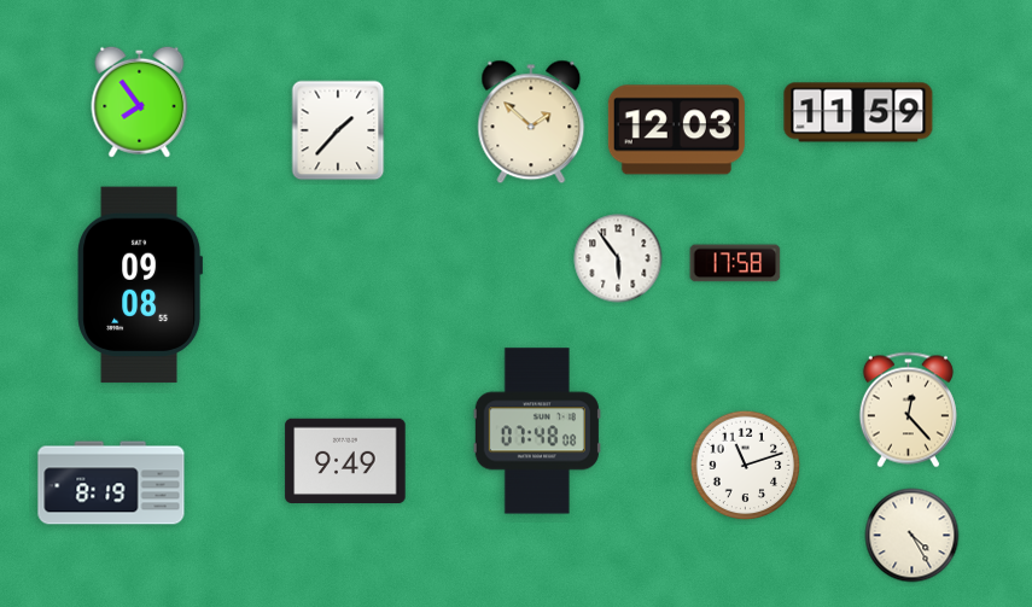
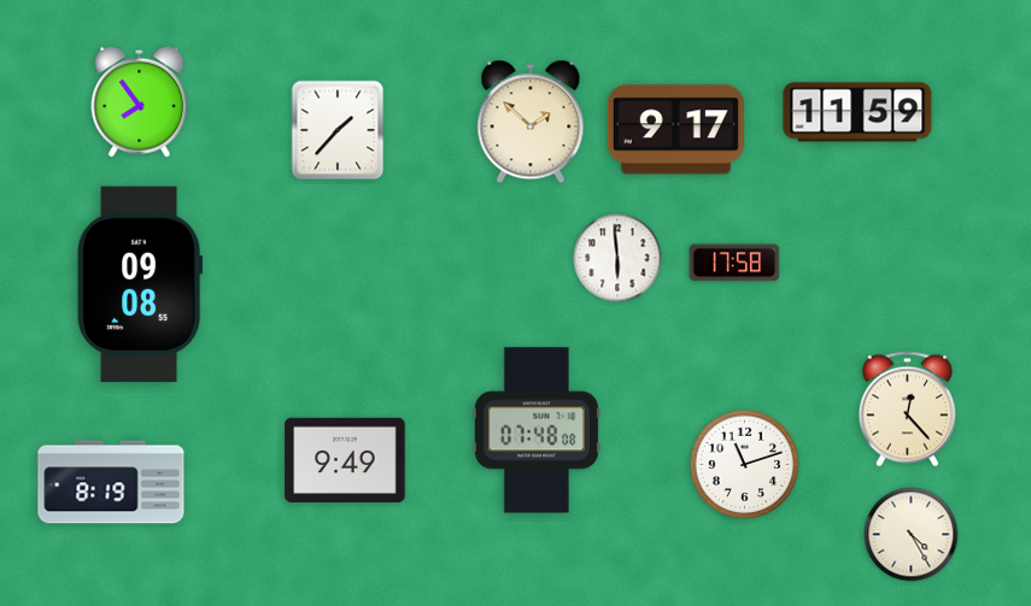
clock at (676, 130): 12:03 -> 9:17
clock at (618, 258): 5:54 -> 5:59
